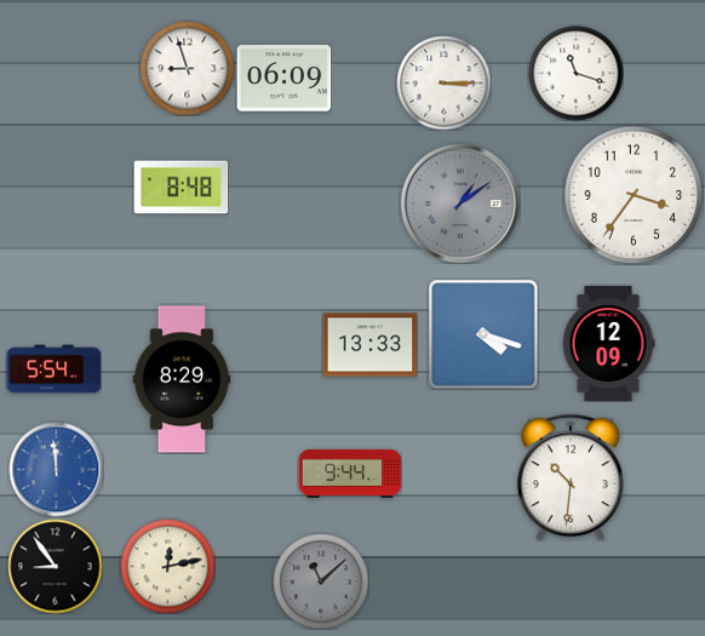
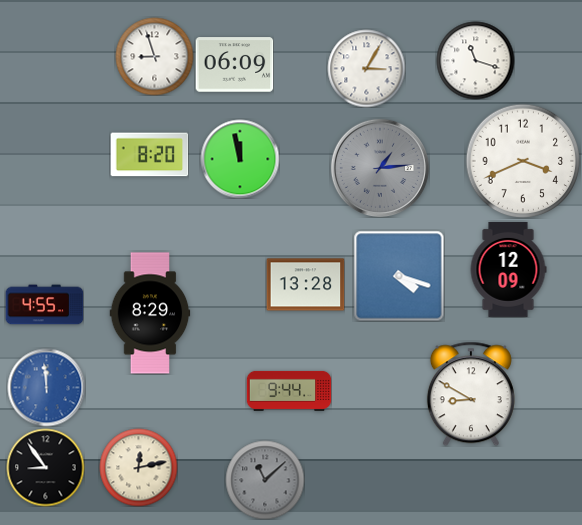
clock at (443, 82): 3:15 -> 3:05
clock at (180, 188): 8:48 -> 8:20
clock at (240, 159): none -> 11:58
clock at (634, 195): 3:36 -> 3:41
clock at (460, 204): 1:09 -> 1:14
clock at (608, 343) position: (608, 343) -> (508, 269)
clock at (369, 345): 13:33 -> 13:28
clock at (53, 369): 5:54 -> 4:55
clock at (571, 477): 10:31 -> 8:50
